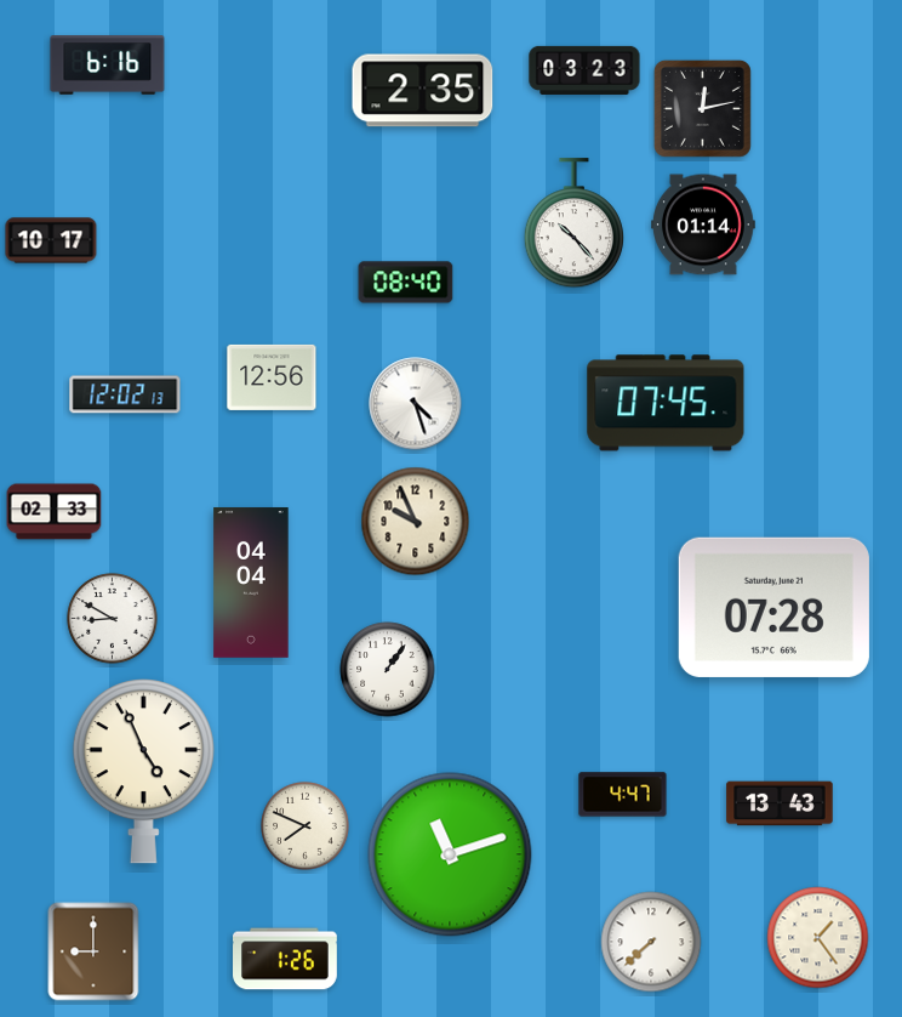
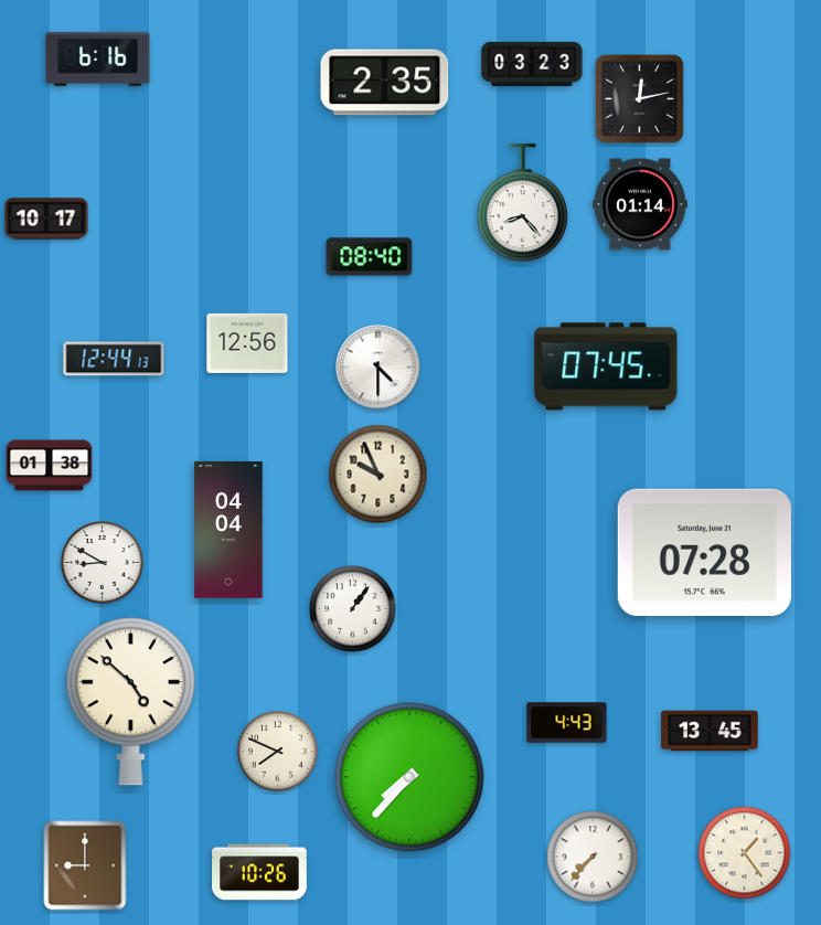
clock at (573, 223): 10:23 -> 8:23
clock at (125, 394): 12:02 -> 12:44
clock at (416, 404): 4:27 -> 4:30
clock at (55, 512): 02:33 -> 01:38
clock at (143, 772): 4:56 -> 4:52
clock at (623, 795): 4:47 -> 4:43
clock at (780, 803): 13:43 -> 13:45
clock at (450, 854): 11:12 -> 7:37
clock at (651, 942): 7:38 -> 7:37
clock at (286, 959): 1:26 -> 10:26
